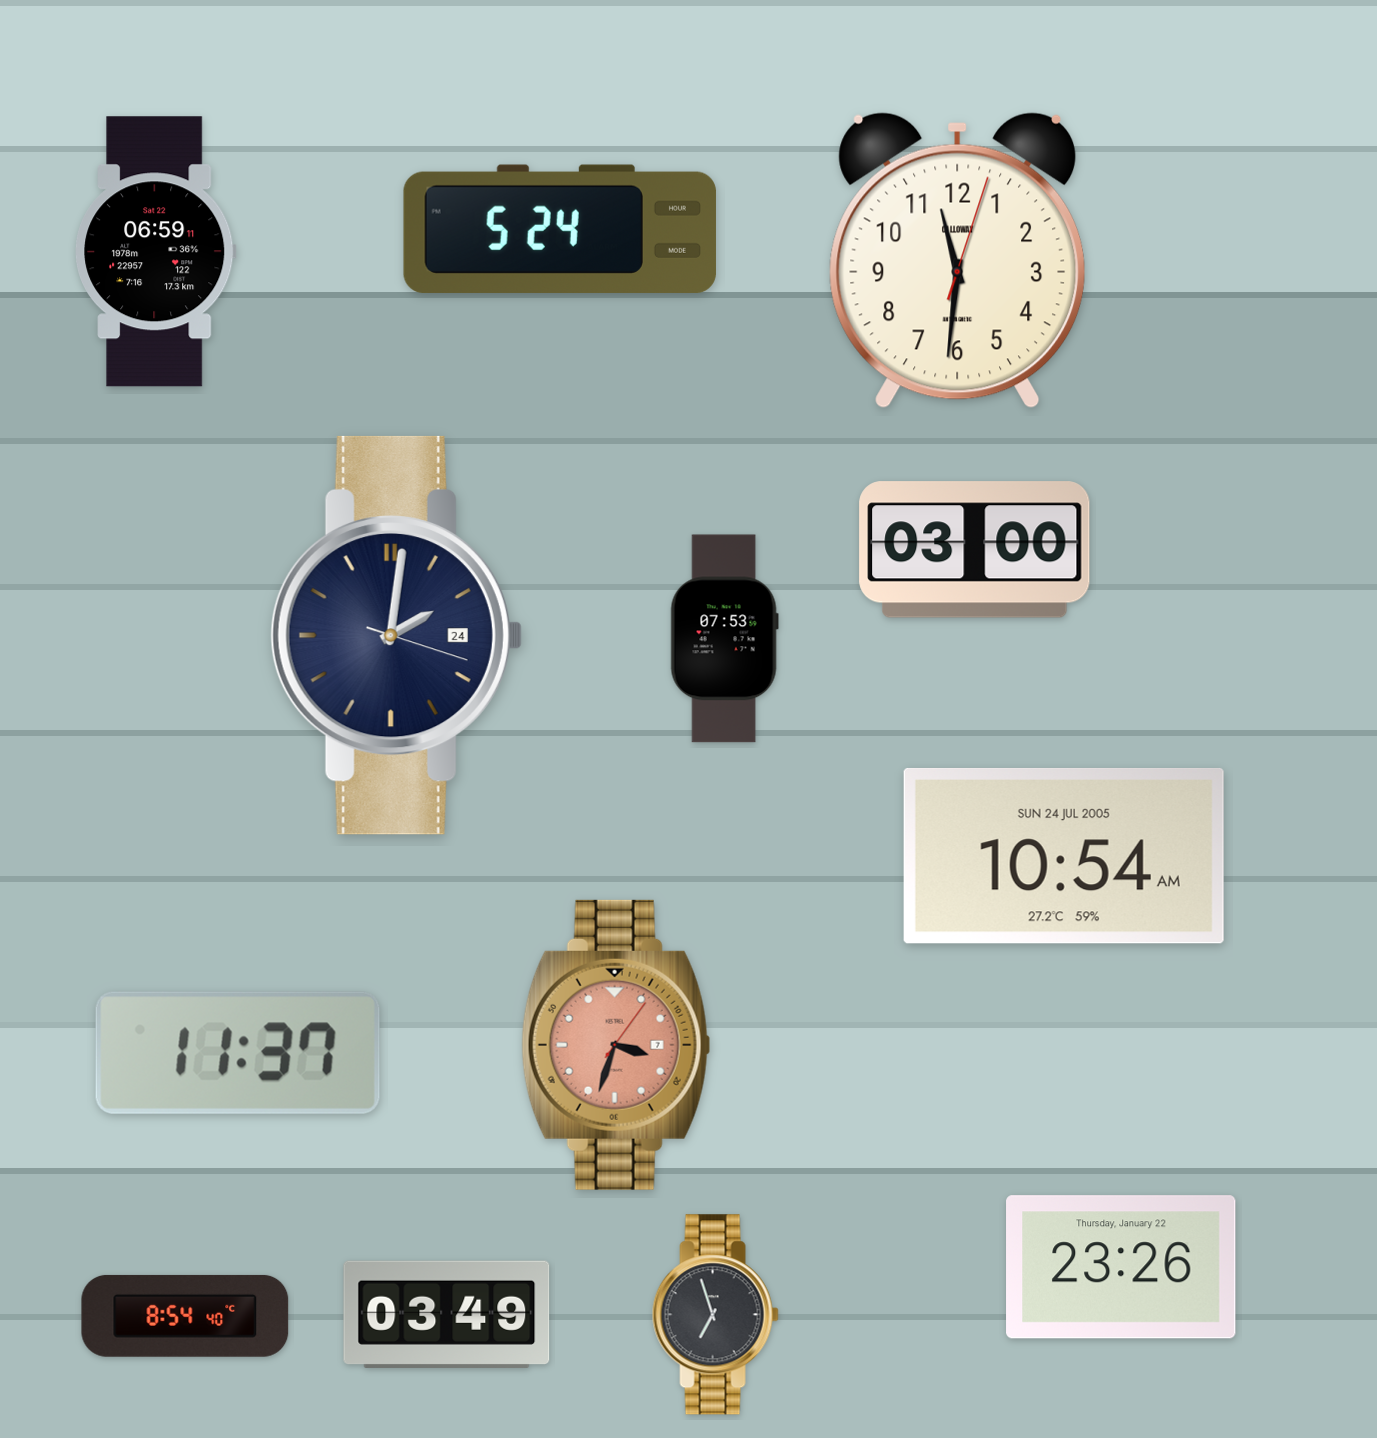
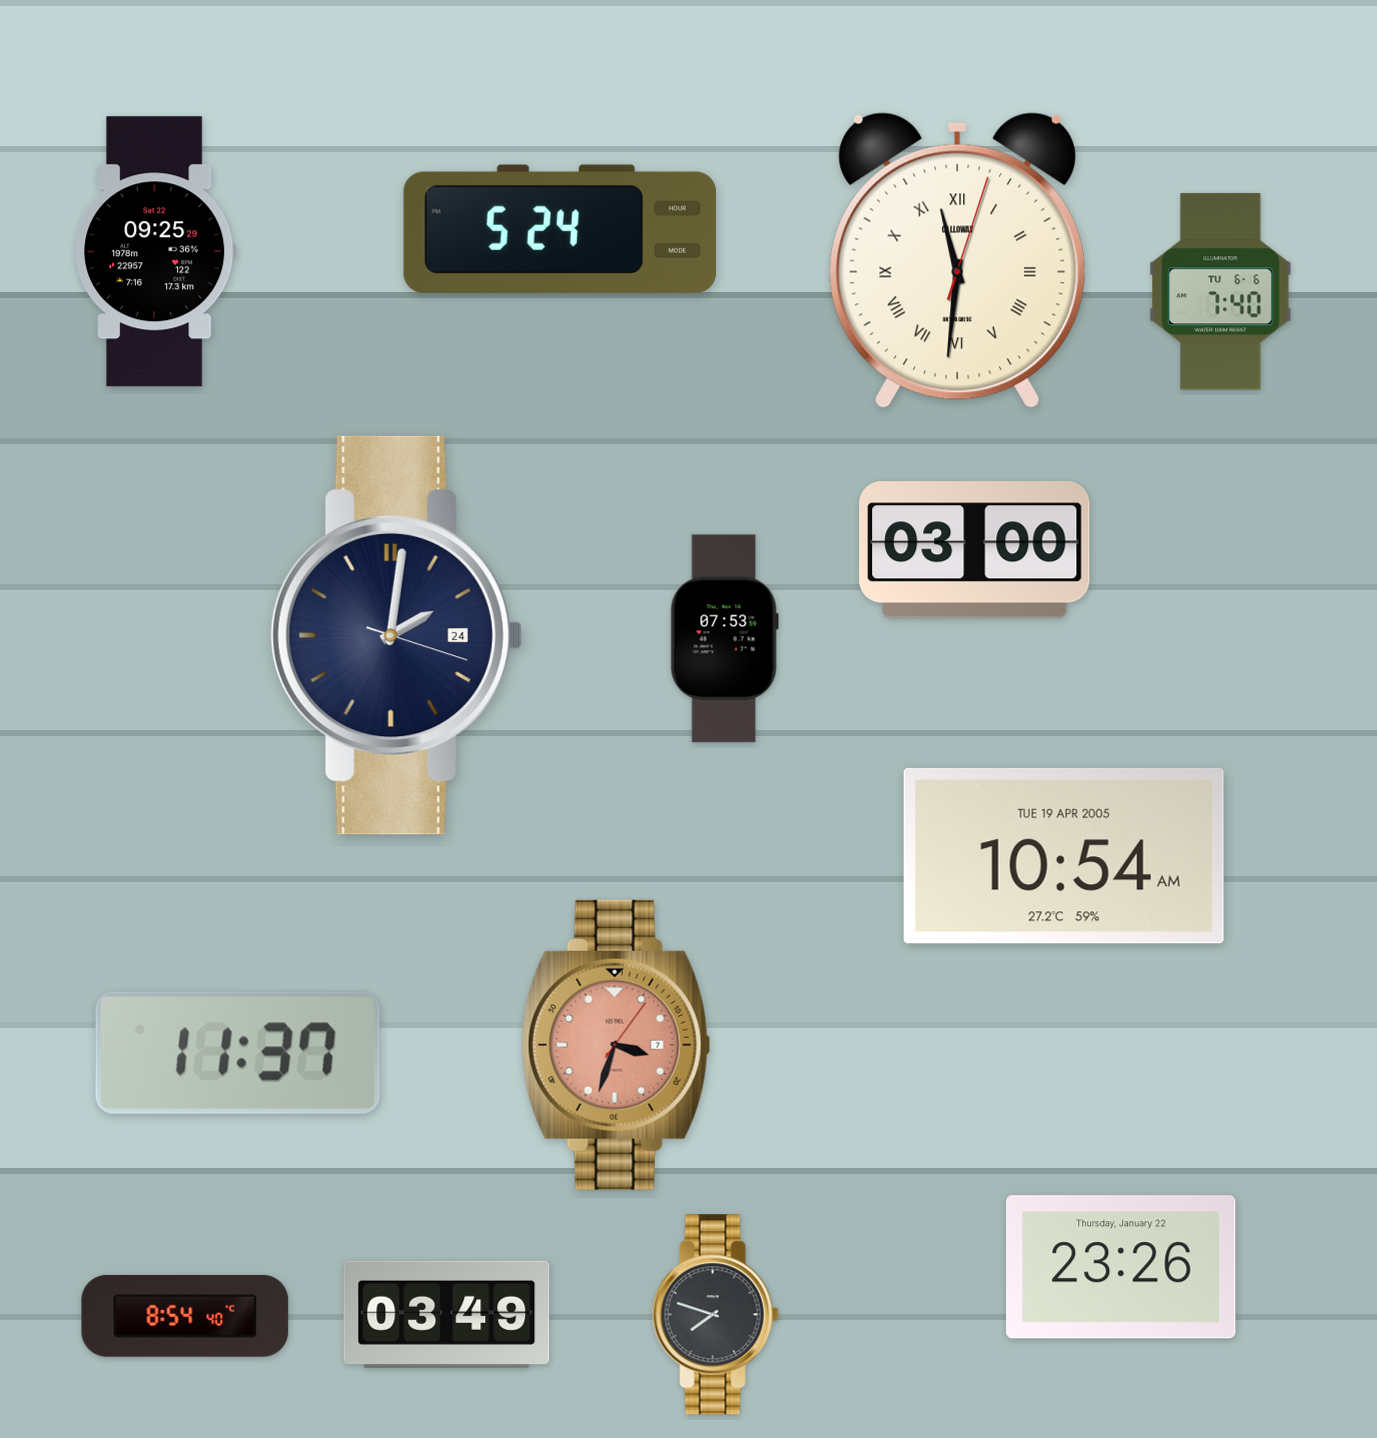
clock at (156, 252): 06:59 -> 09:25
clock at (958, 261) numerals: Arabic -> Roman
clock at (1221, 292): none -> 7:40
clock at (1064, 856) date: SUN 24 JUL 2005 -> TUE 19 APR 2005
clock at (715, 1315): 6:57 -> 7:48
